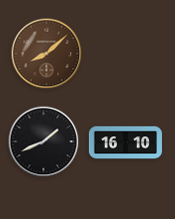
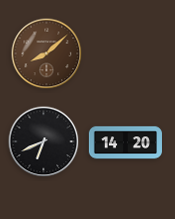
clock at (44, 142): 1:41 -> 6:41
clock at (125, 143): 16:10 -> 14:20
